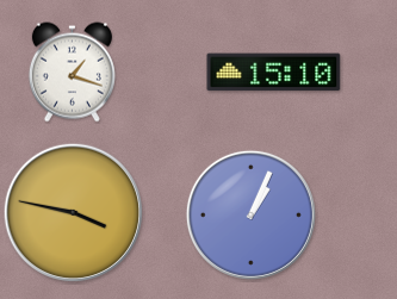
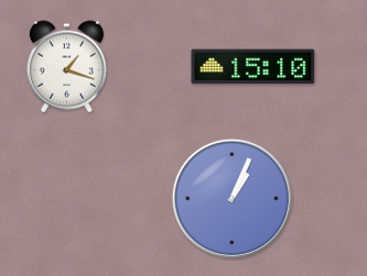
clock at (73, 212): 3:47 -> none
